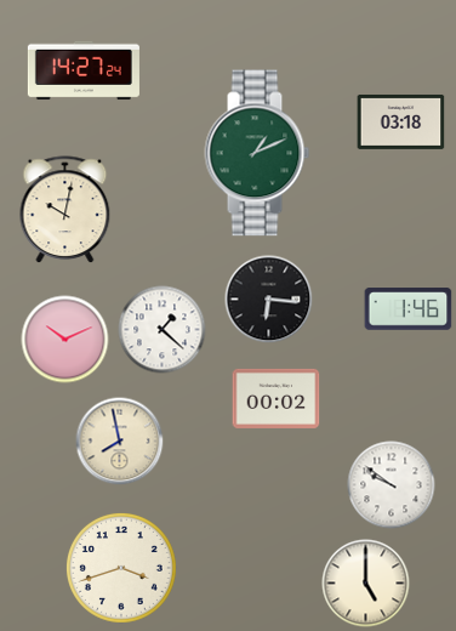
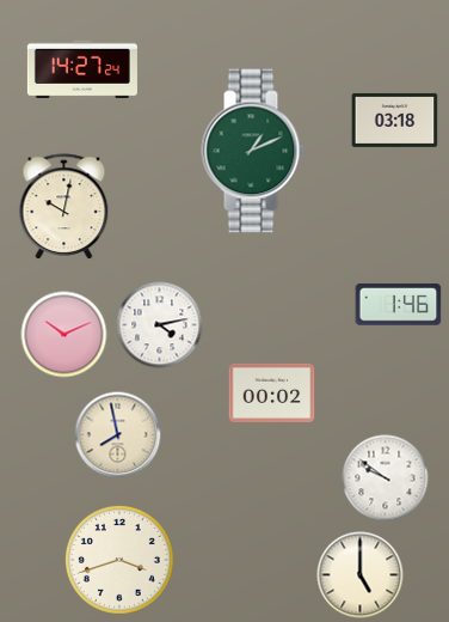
clock at (269, 300): 6:16 -> none
clock at (409, 309) position: (409, 309) -> (399, 305)
clock at (163, 330): 1:22 -> 4:13
